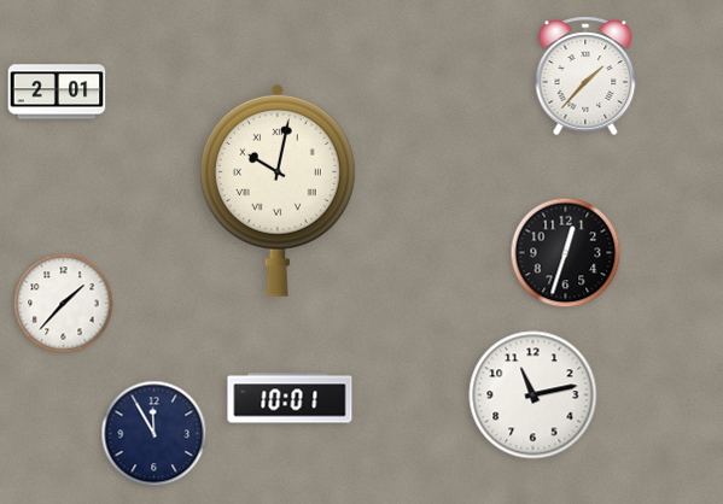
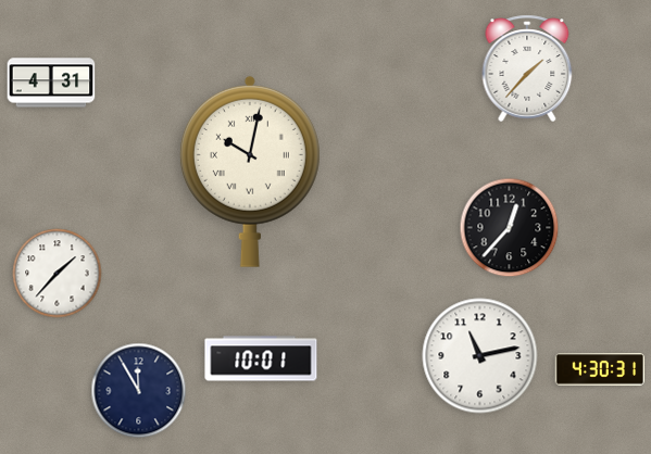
clock at (57, 92): 2:01 -> 4:31
clock at (566, 253): 12:33 -> 12:37
clock at (599, 370): none -> 4:30
